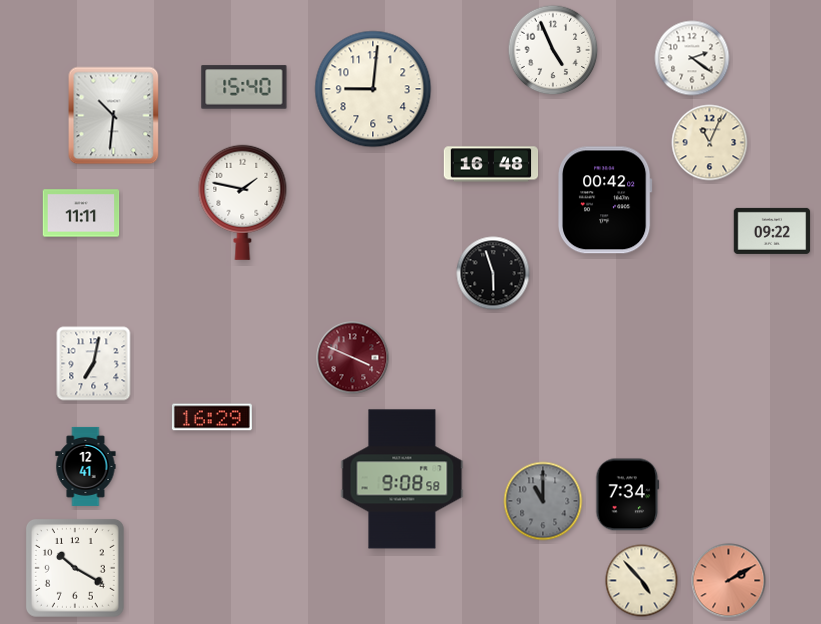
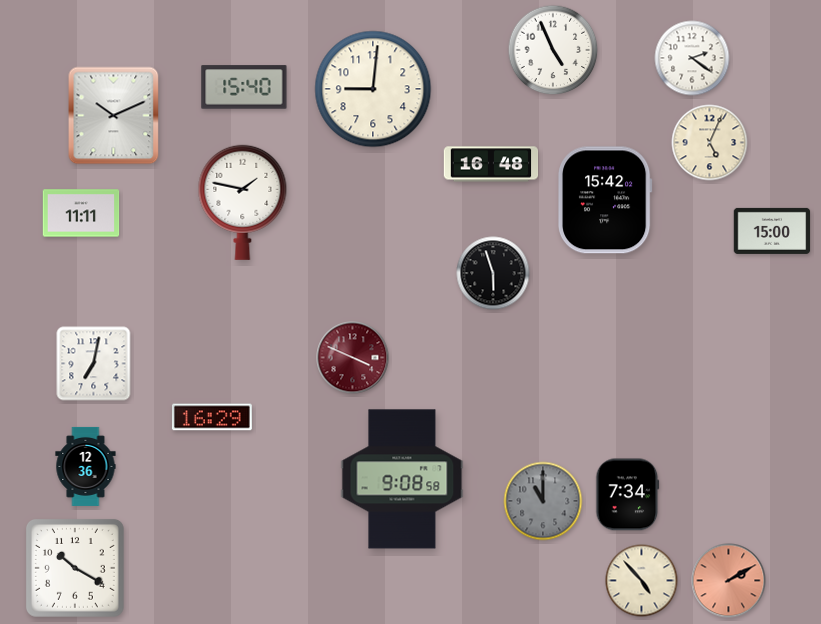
clock at (114, 116): 10:31 -> 10:11
clock at (710, 143): 11:04 -> 5:04
clock at (605, 200): 00:42 -> 15:42
clock at (772, 231): 09:22 -> 15:00
clock at (86, 466): 12:41 -> 12:36
